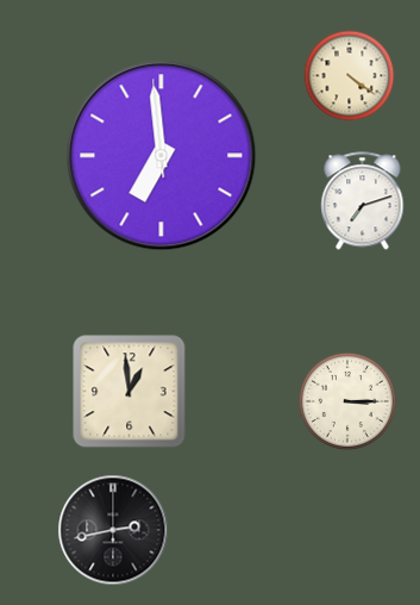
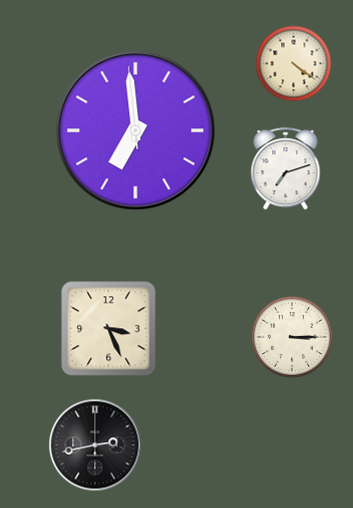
clock at (363, 201) position: (363, 201) -> (286, 169)
clock at (130, 392): 12:59 -> 3:26
